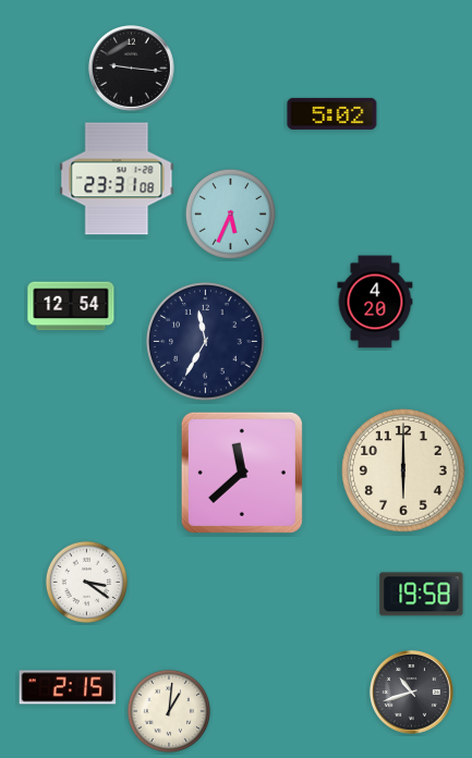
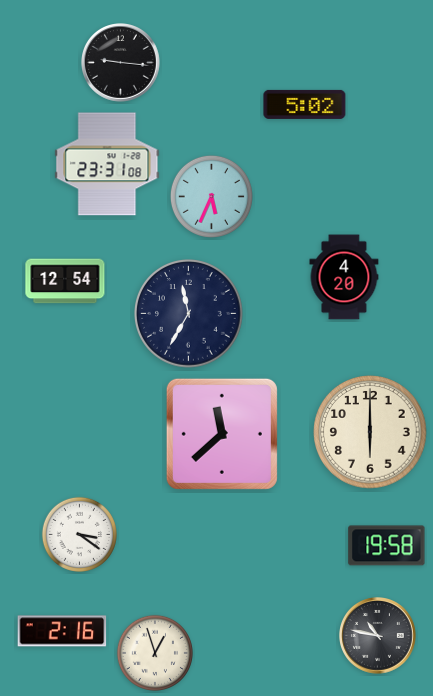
clock at (68, 687): 2:15 -> 2:16
clock at (412, 693): 10:42 -> 10:47
clock at (169, 711): 1:01 -> 12:57
